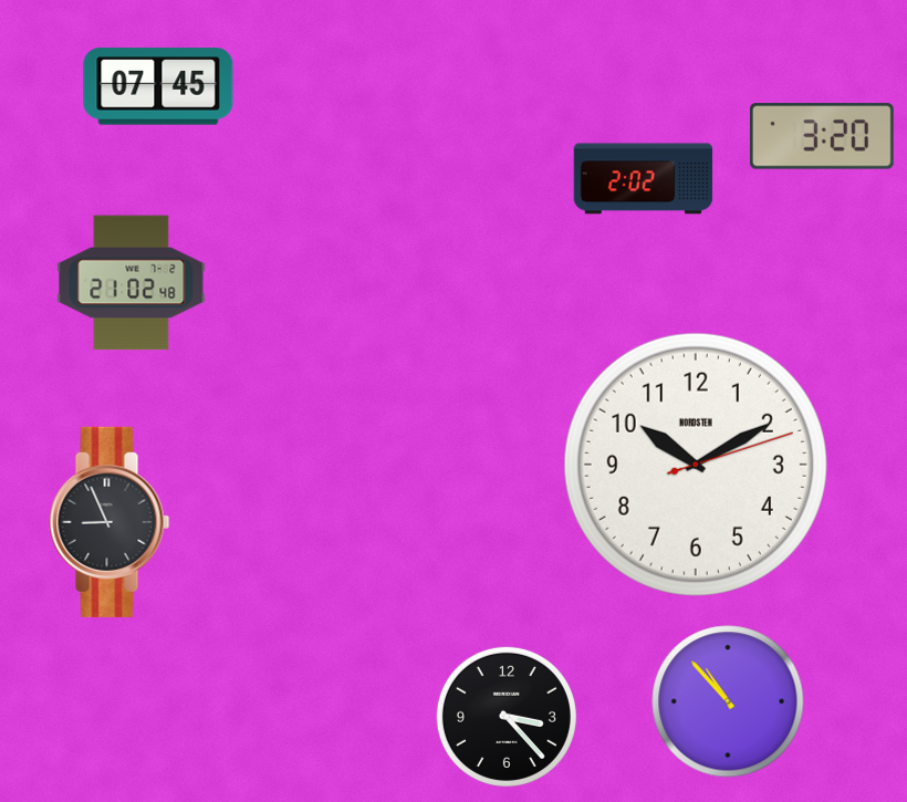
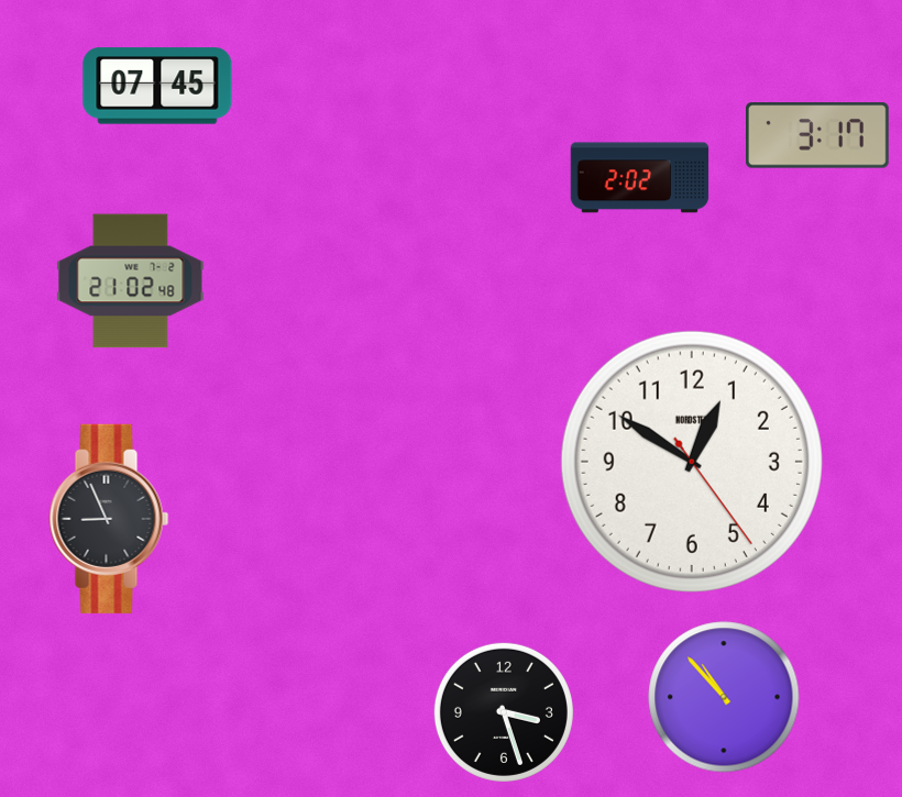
clock at (822, 136): 3:20 -> 3:17
clock at (696, 465): 10:10 -> 12:50
clock at (507, 717): 3:23 -> 3:27
